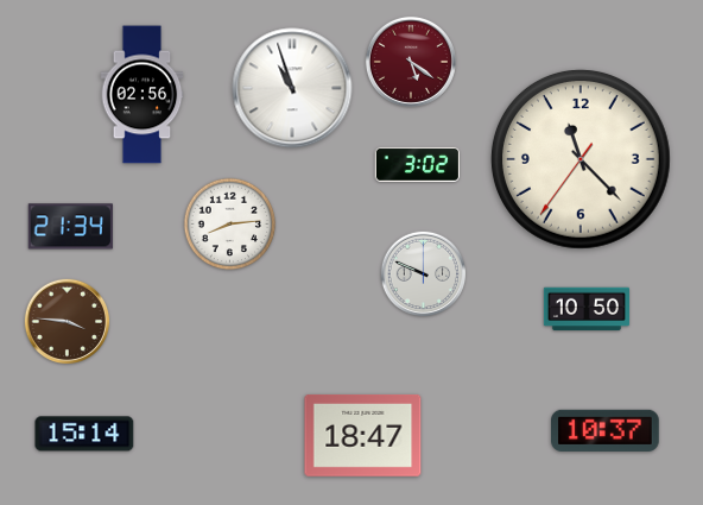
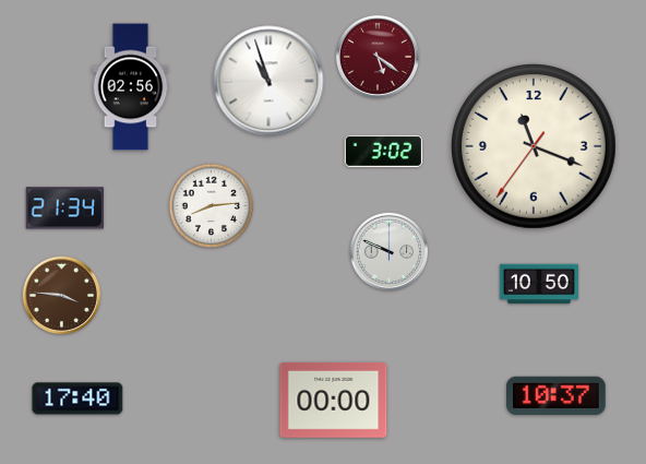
clock at (581, 159): 11:22 -> 11:18
clock at (84, 434): 15:14 -> 17:40
clock at (363, 435): 18:47 -> 00:00
